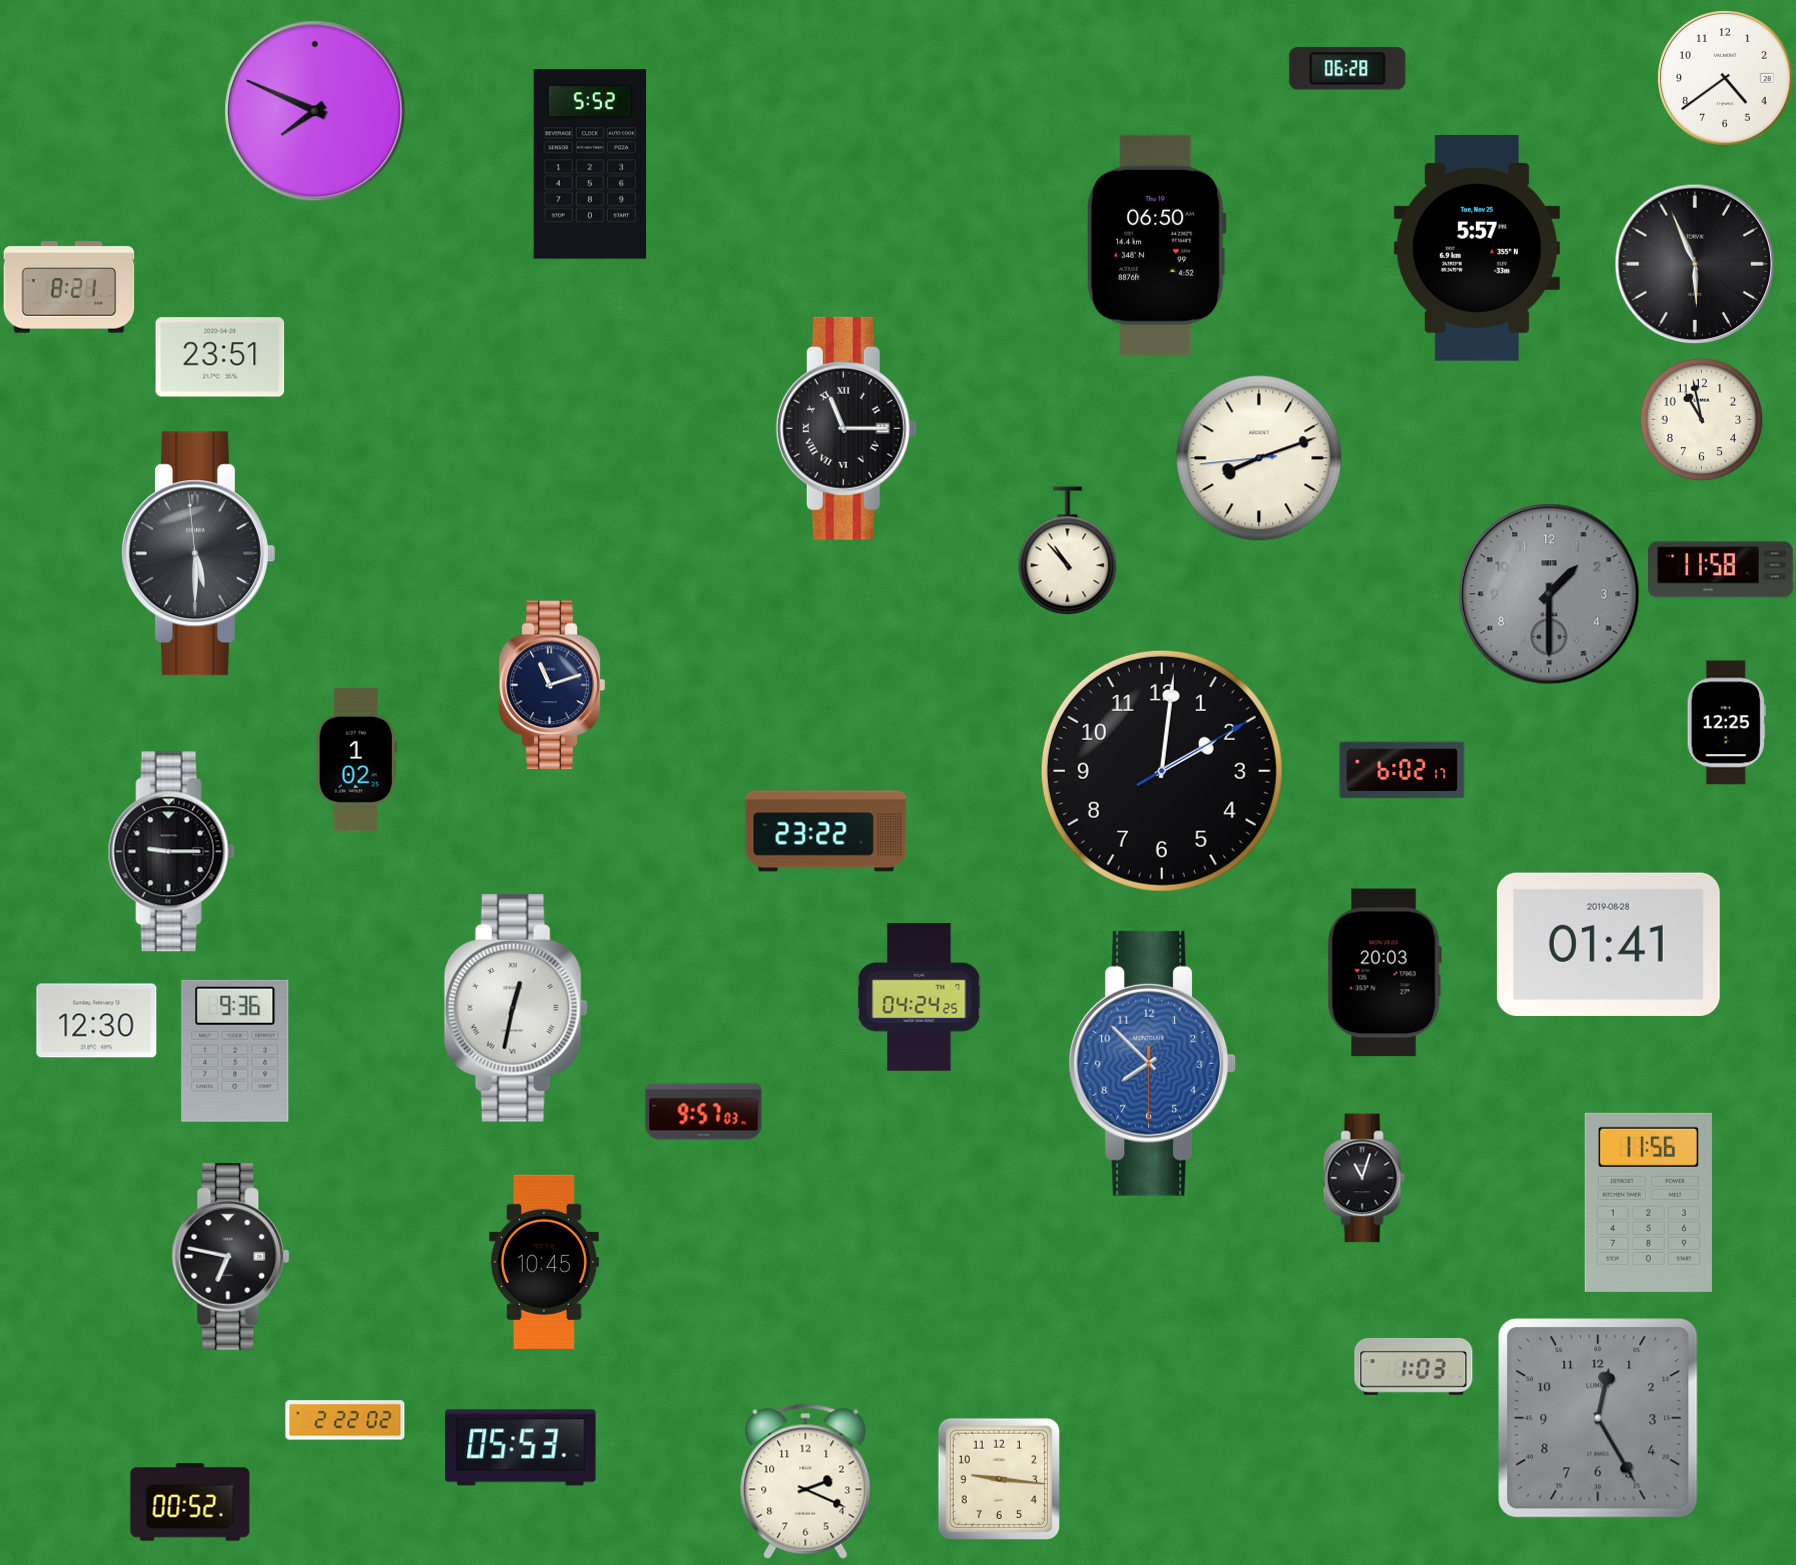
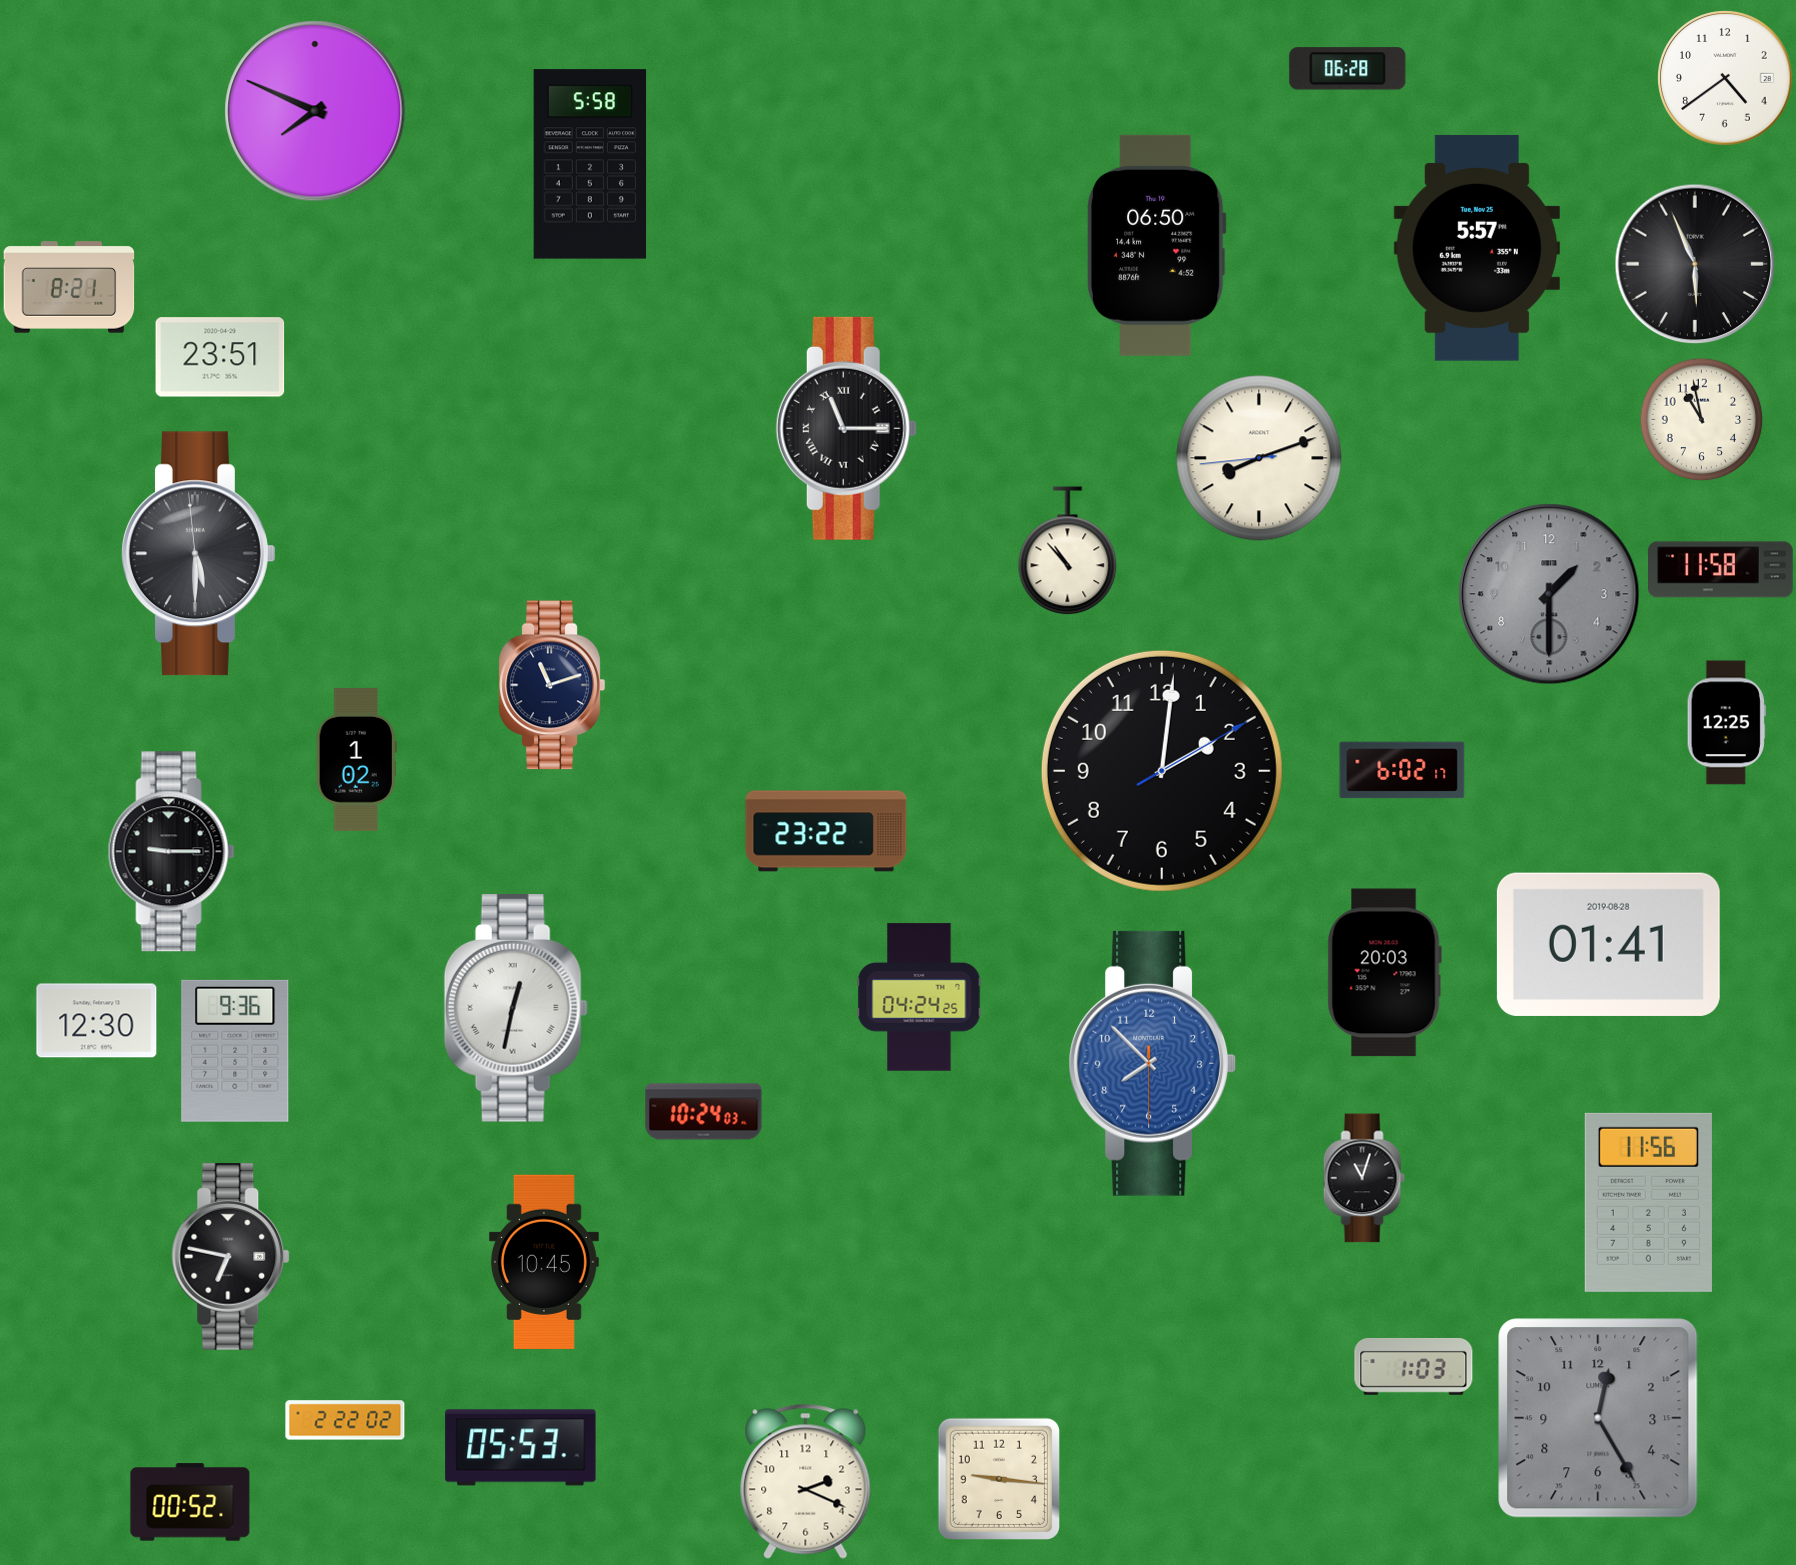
clock at (590, 164): 5:52 -> 5:58
clock at (704, 1112): 9:57 -> 10:24
